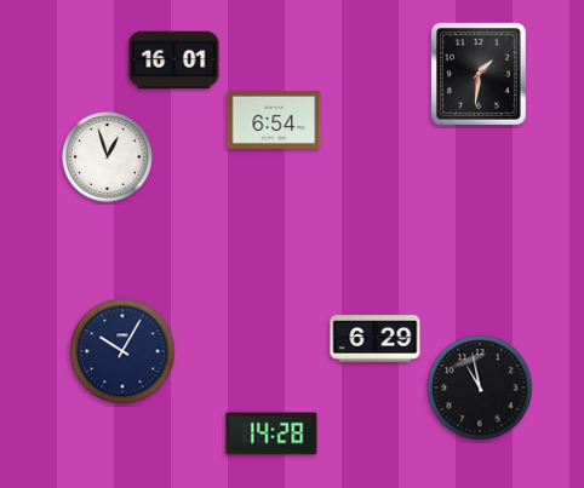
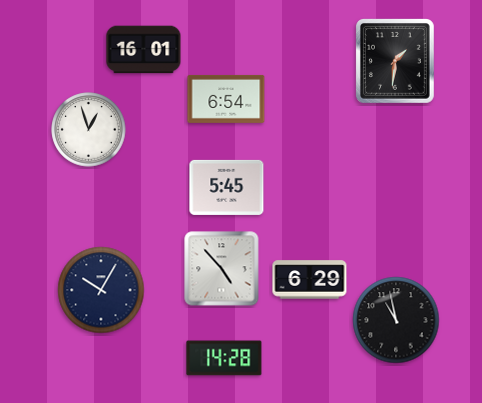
clock at (227, 187): none -> 5:45
clock at (222, 269): none -> 4:53
